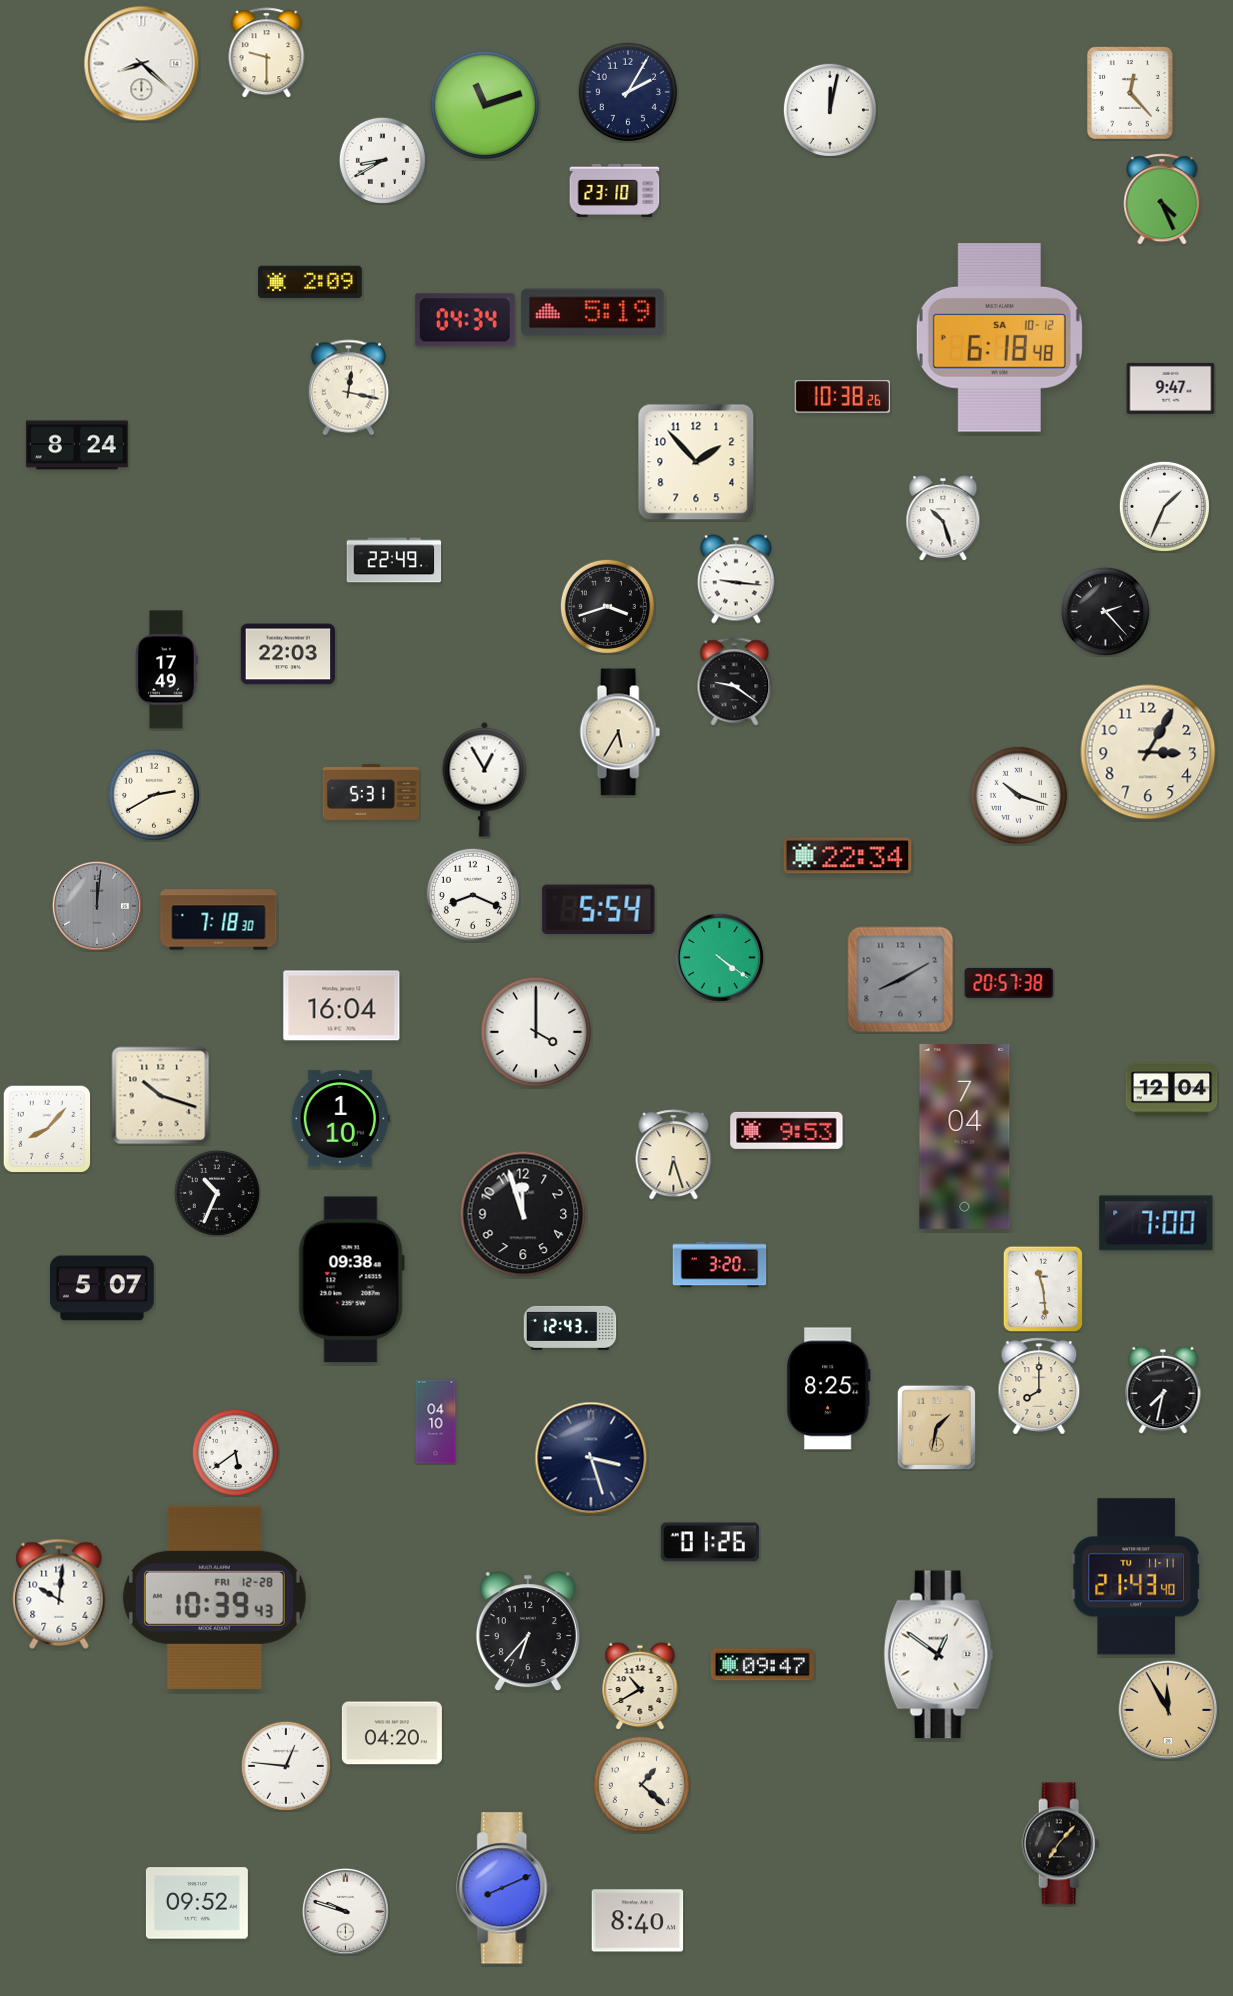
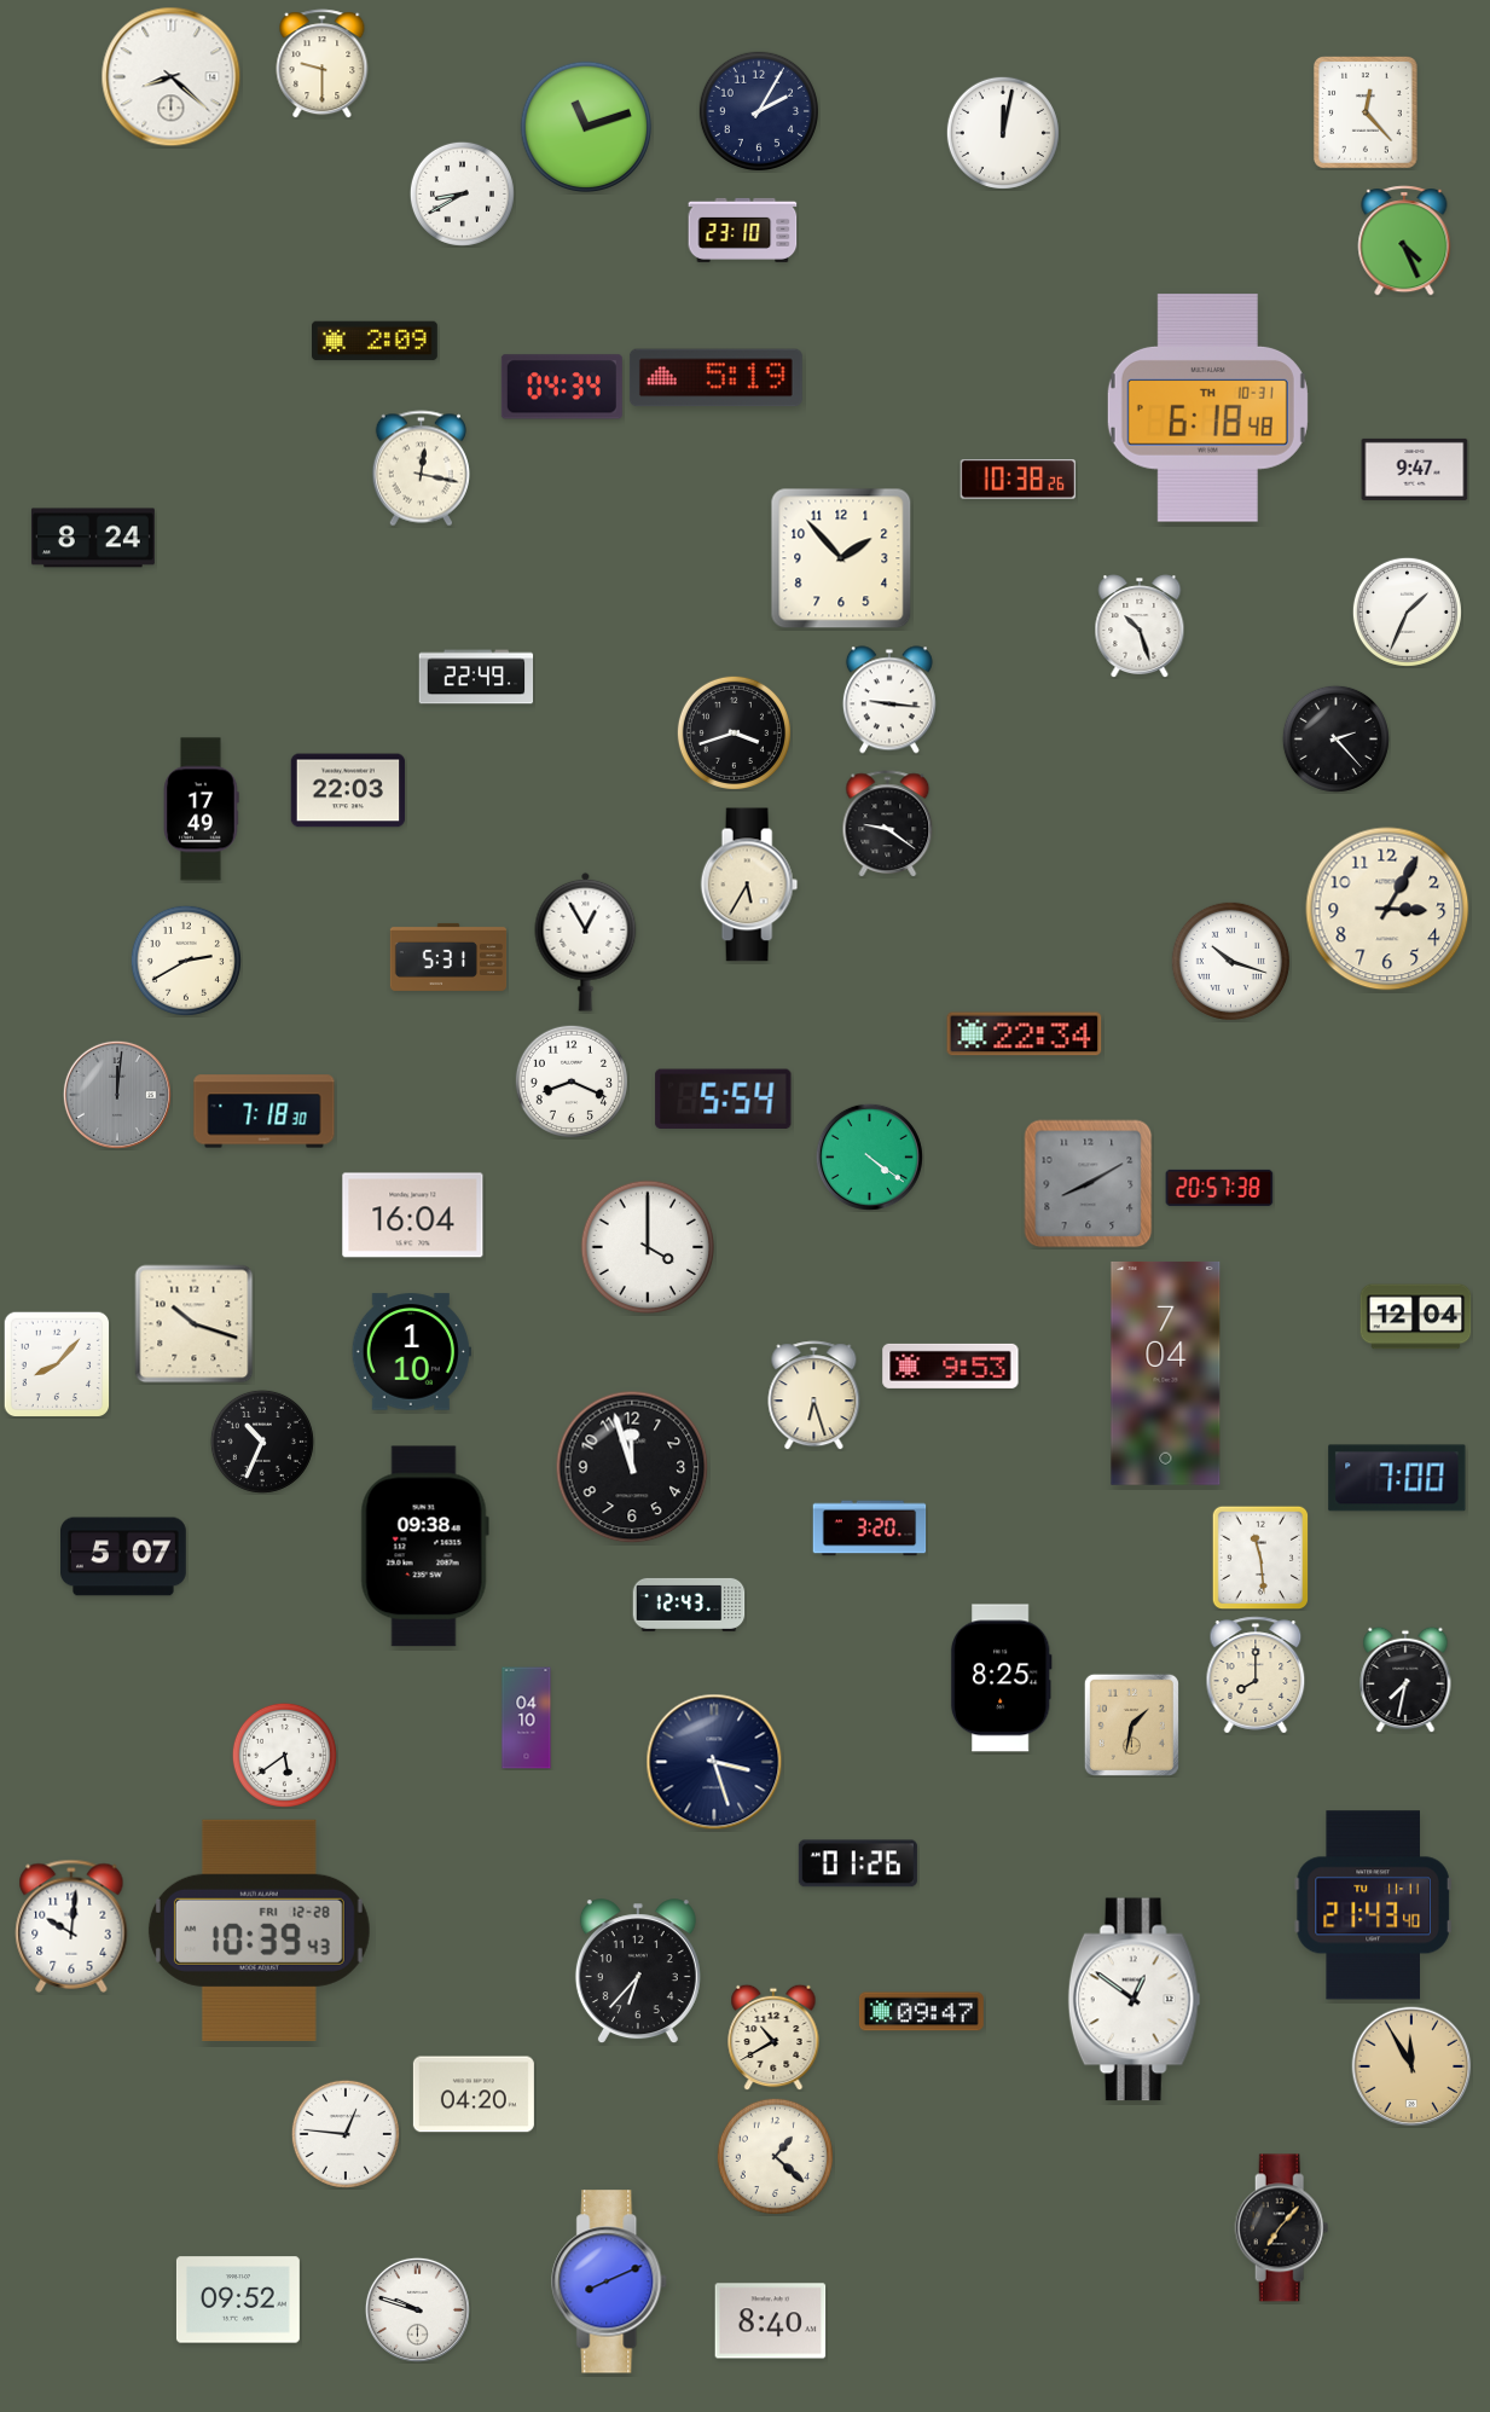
clock at (999, 338) date: SA 10-12 -> TH 10-31
